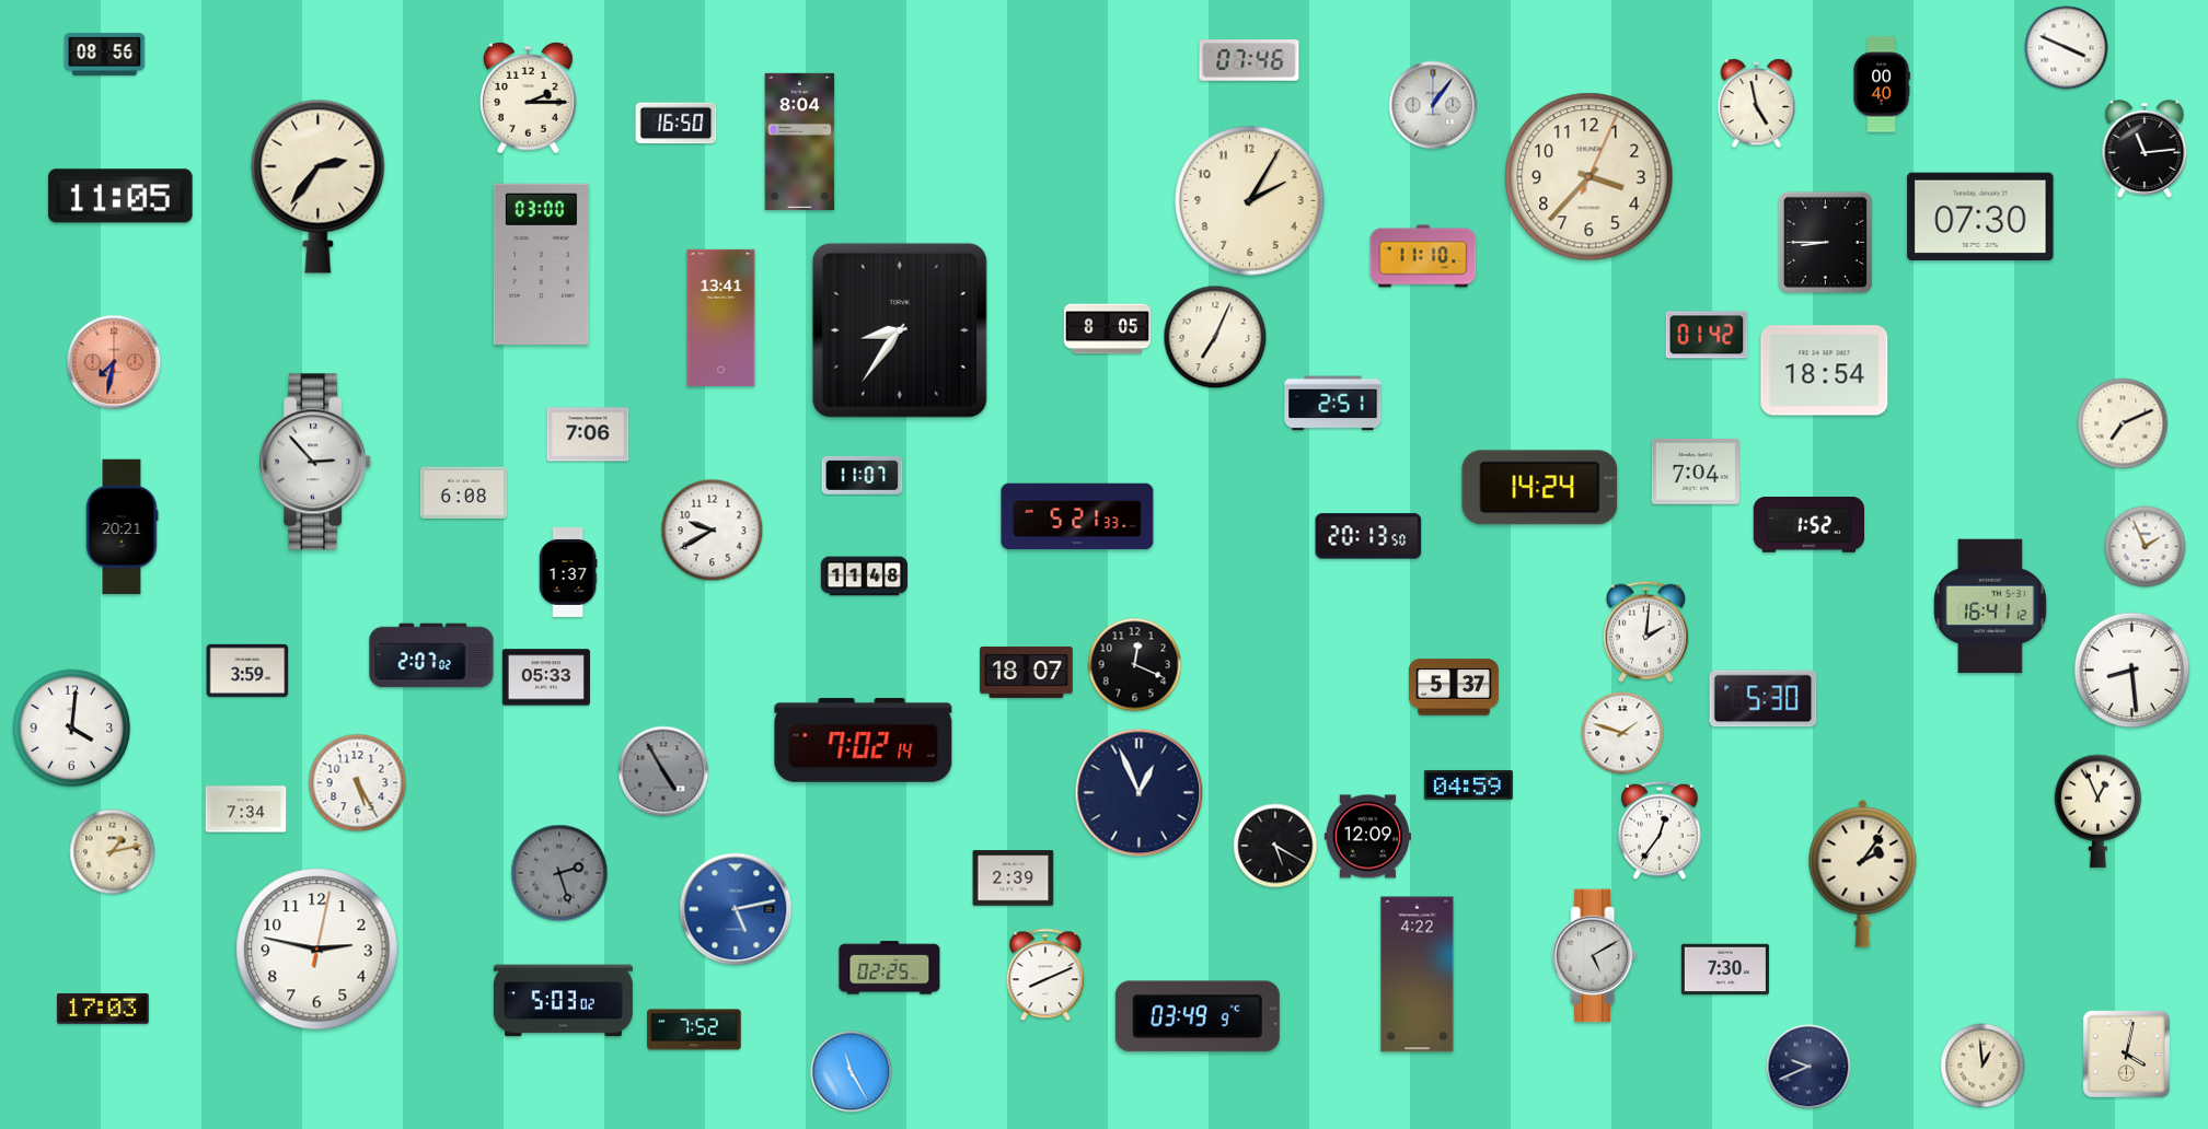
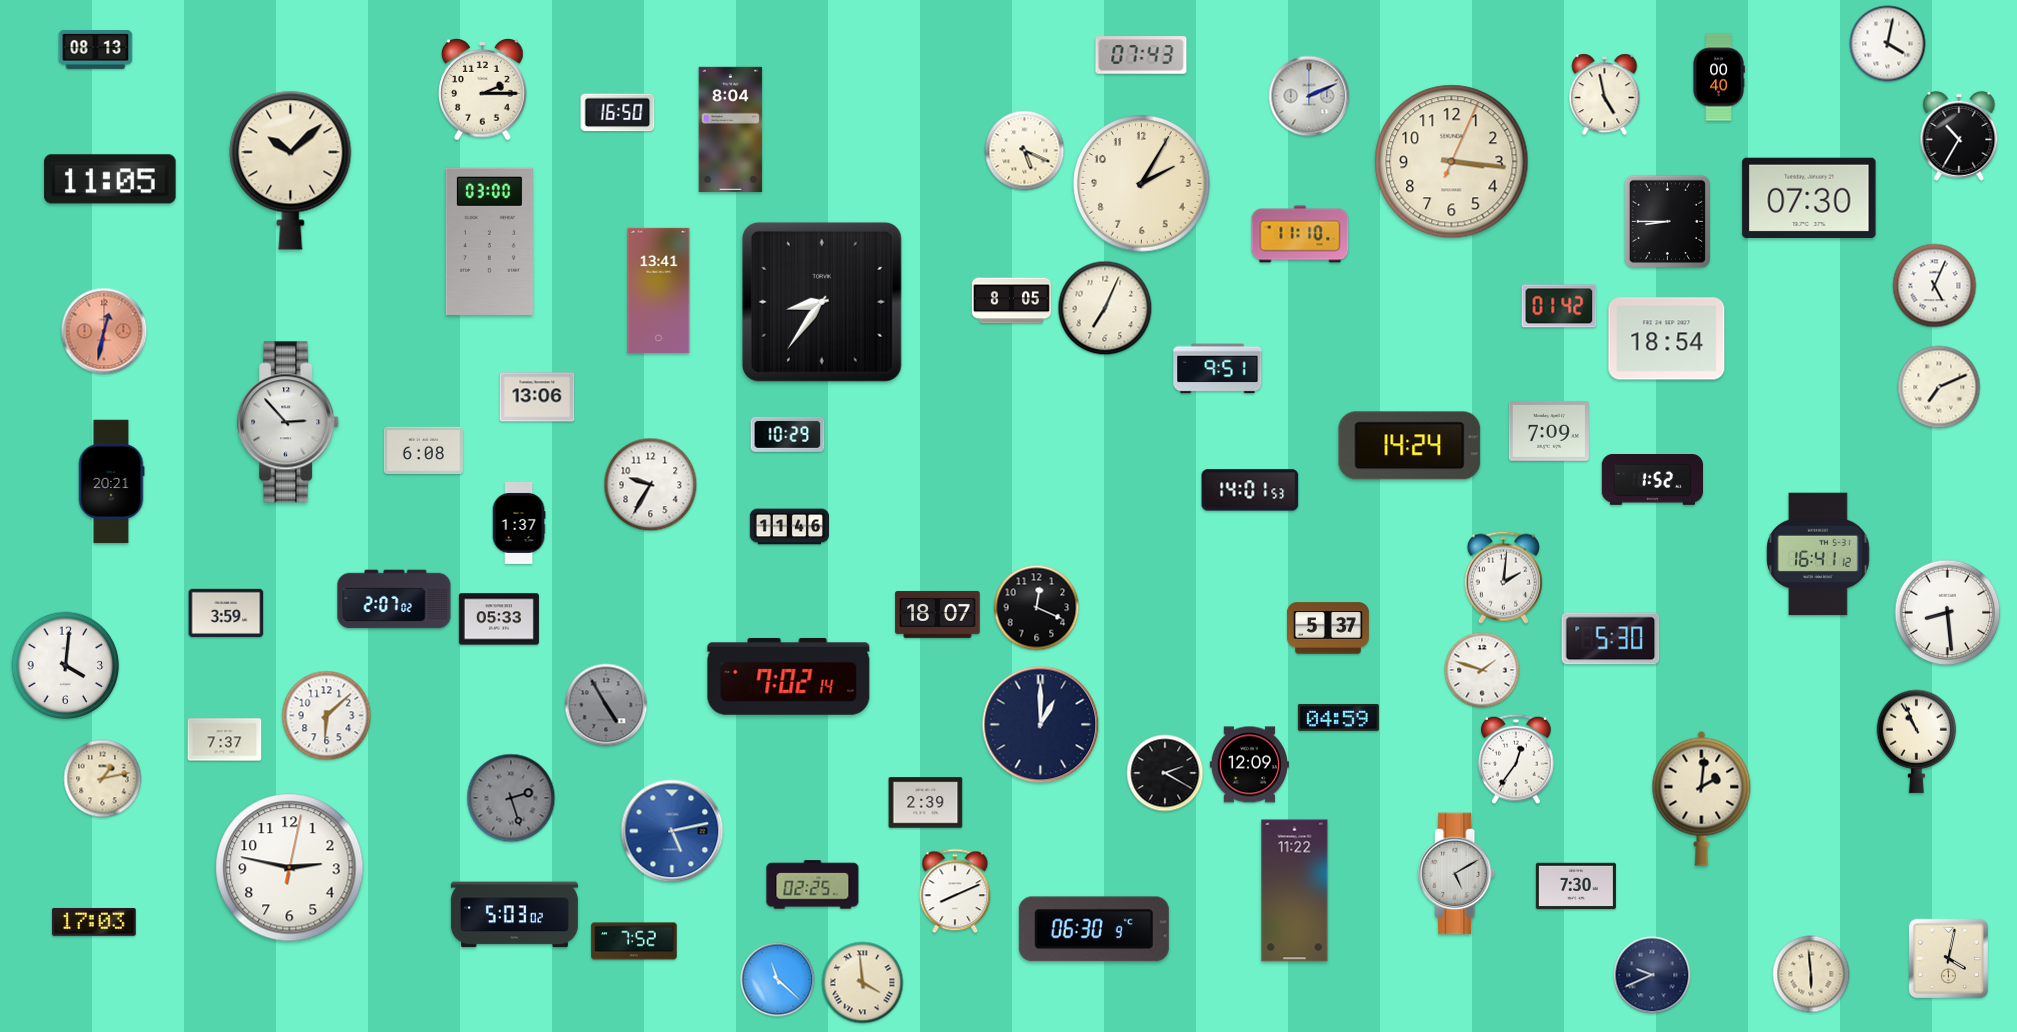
clock at (2067, 48): 3:49 -> 4:02
clock at (105, 54): 08:56 -> 08:13
clock at (1249, 60): 07:46 -> 07:43
clock at (1433, 105): 1:06 -> 2:11
clock at (2145, 149): 11:14 -> 10:35
clock at (1025, 151): none -> 5:19
clock at (1589, 177): 3:37 -> 3:16
clock at (319, 186): 2:36 -> 10:08
clock at (541, 264) position: (541, 264) -> (489, 241)
clock at (1935, 286): none -> 5:04
clock at (1215, 337) position: (1215, 337) -> (1105, 308)
clock at (114, 362): 7:32 -> 12:32
clock at (1333, 404): 2:51 -> 9:51
clock at (588, 434): 7:06 -> 13:06
clock at (1696, 472): 7:04 -> 7:09
clock at (863, 475): 11:07 -> 10:29
clock at (1540, 488) position: (1540, 488) -> (1410, 446)
clock at (1077, 516): 5:21 -> none
clock at (713, 531): 9:40 -> 9:35
clock at (1368, 536): 20:13 -> 14:01
clock at (2146, 547): 1:56 -> none
clock at (864, 577): 11:48 -> 11:46
clock at (358, 783): 5:25 -> 6:08
clock at (1468, 784) position: (1468, 784) -> (1338, 717)
clock at (1140, 793): 12:56 -> 1:00
clock at (246, 810): 7:34 -> 7:37
clock at (2099, 811): 12:56 -> 10:56
clock at (1275, 846): 5:20 -> 2:20
clock at (1863, 873): 2:06 -> 2:01
clock at (1418, 975): 4:22 -> 11:22
clock at (1198, 1016): 03:49 -> 06:30
clock at (2126, 1054) position: (2126, 1054) -> (1948, 958)
clock at (1982, 1066): 12:59 -> 5:59
clock at (852, 1072): 11:25 -> 11:22
clock at (863, 983): none -> 3:59
